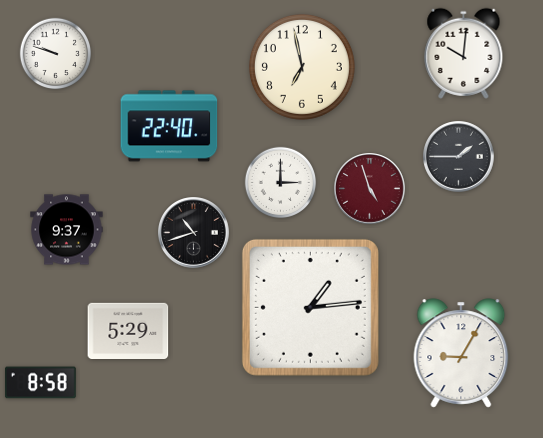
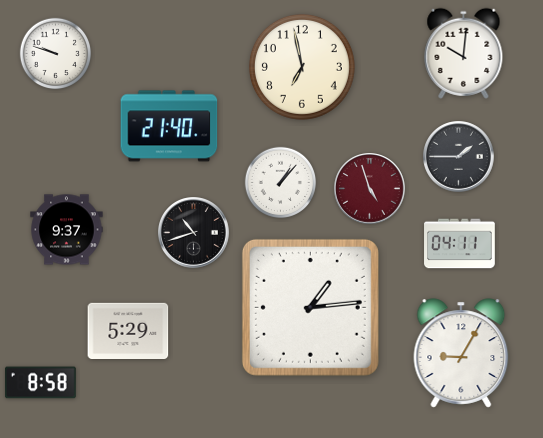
clock at (169, 126): 22:40 -> 21:40
clock at (281, 183): 3:00 -> 1:07
clock at (460, 244): none -> 04:11
